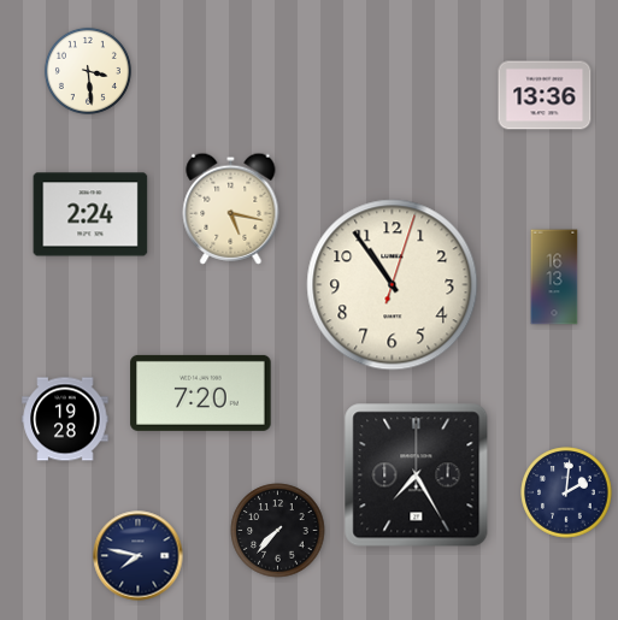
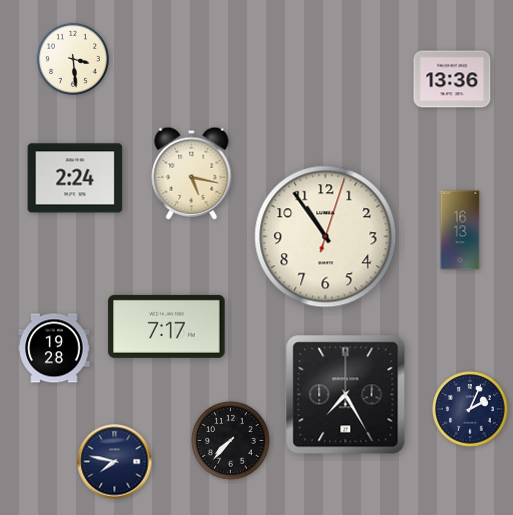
clock at (201, 392): 7:20 -> 7:17
clock at (566, 492): 2:01 -> 2:04
